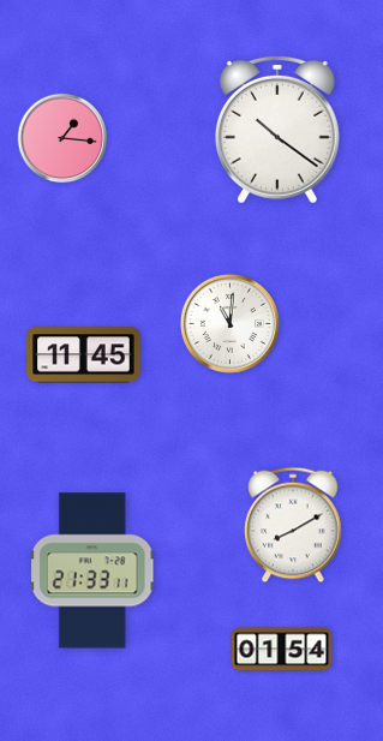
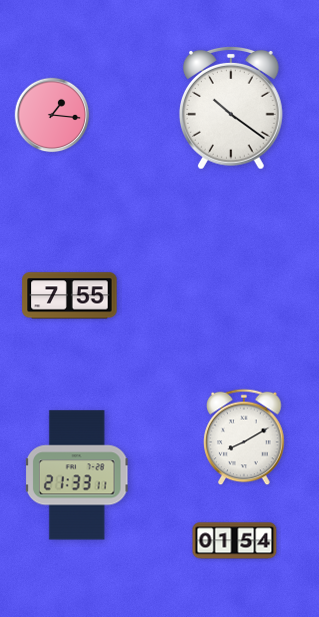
clock at (229, 323): 11:01 -> none
clock at (84, 355): 11:45 -> 7:55
